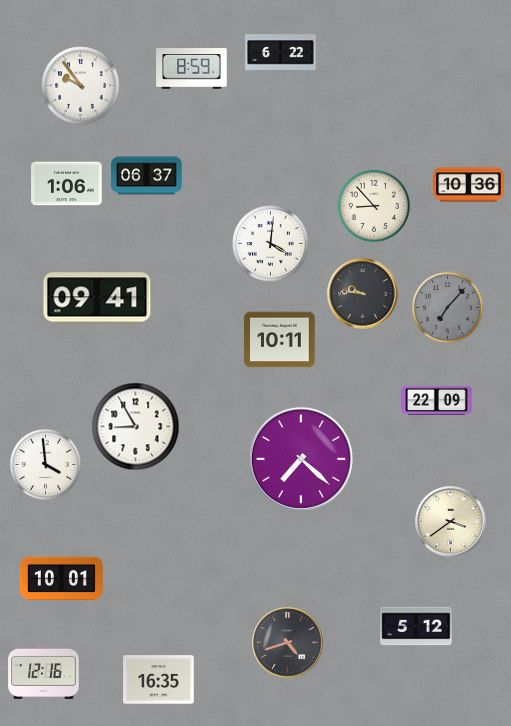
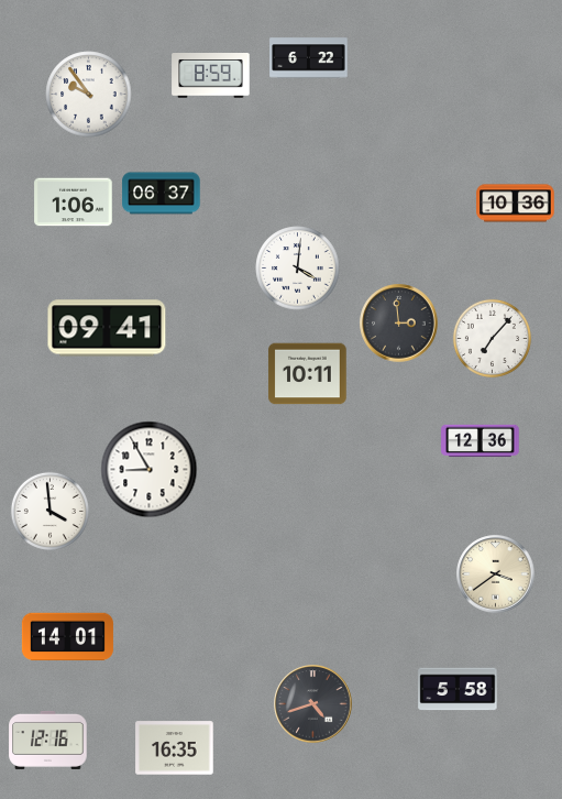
clock at (374, 206): 8:53 -> none
clock at (363, 294): 9:46 -> 2:59
clock at (447, 307) dial: grey -> white
clock at (437, 400): 22:09 -> 12:36
clock at (301, 459): 7:22 -> none
clock at (61, 579): 10:01 -> 14:01
clock at (416, 626): 5:12 -> 5:58
clock at (288, 643) position: (288, 643) -> (313, 704)
